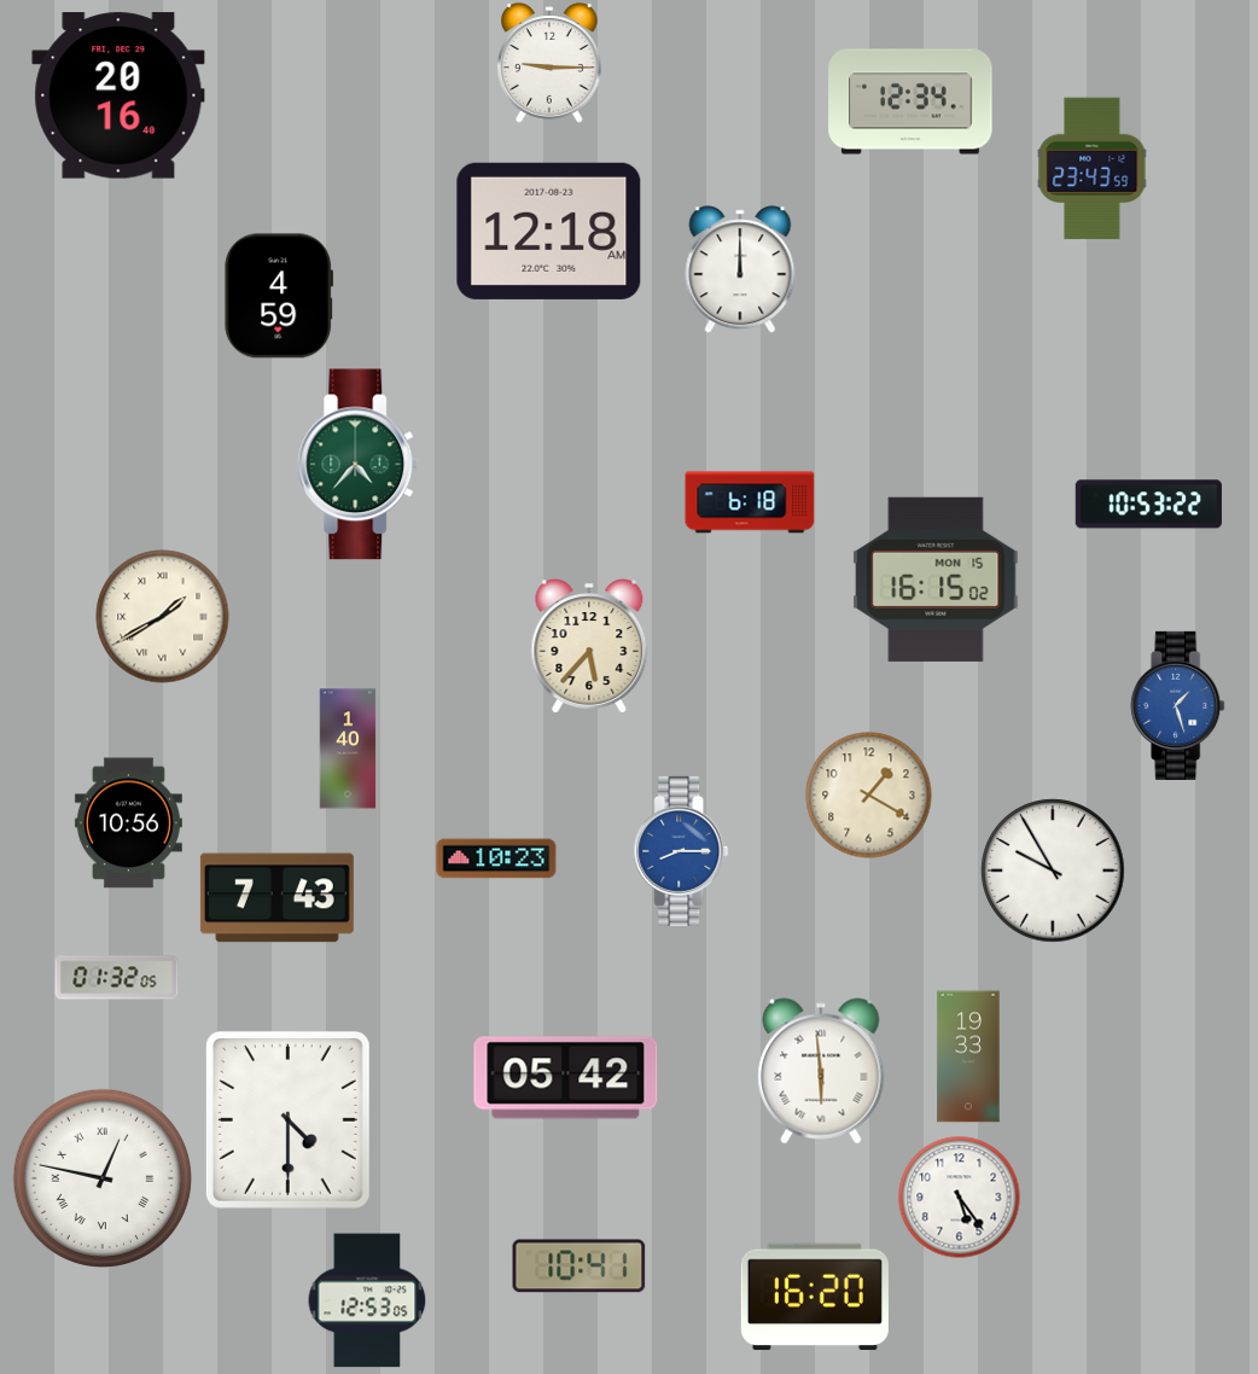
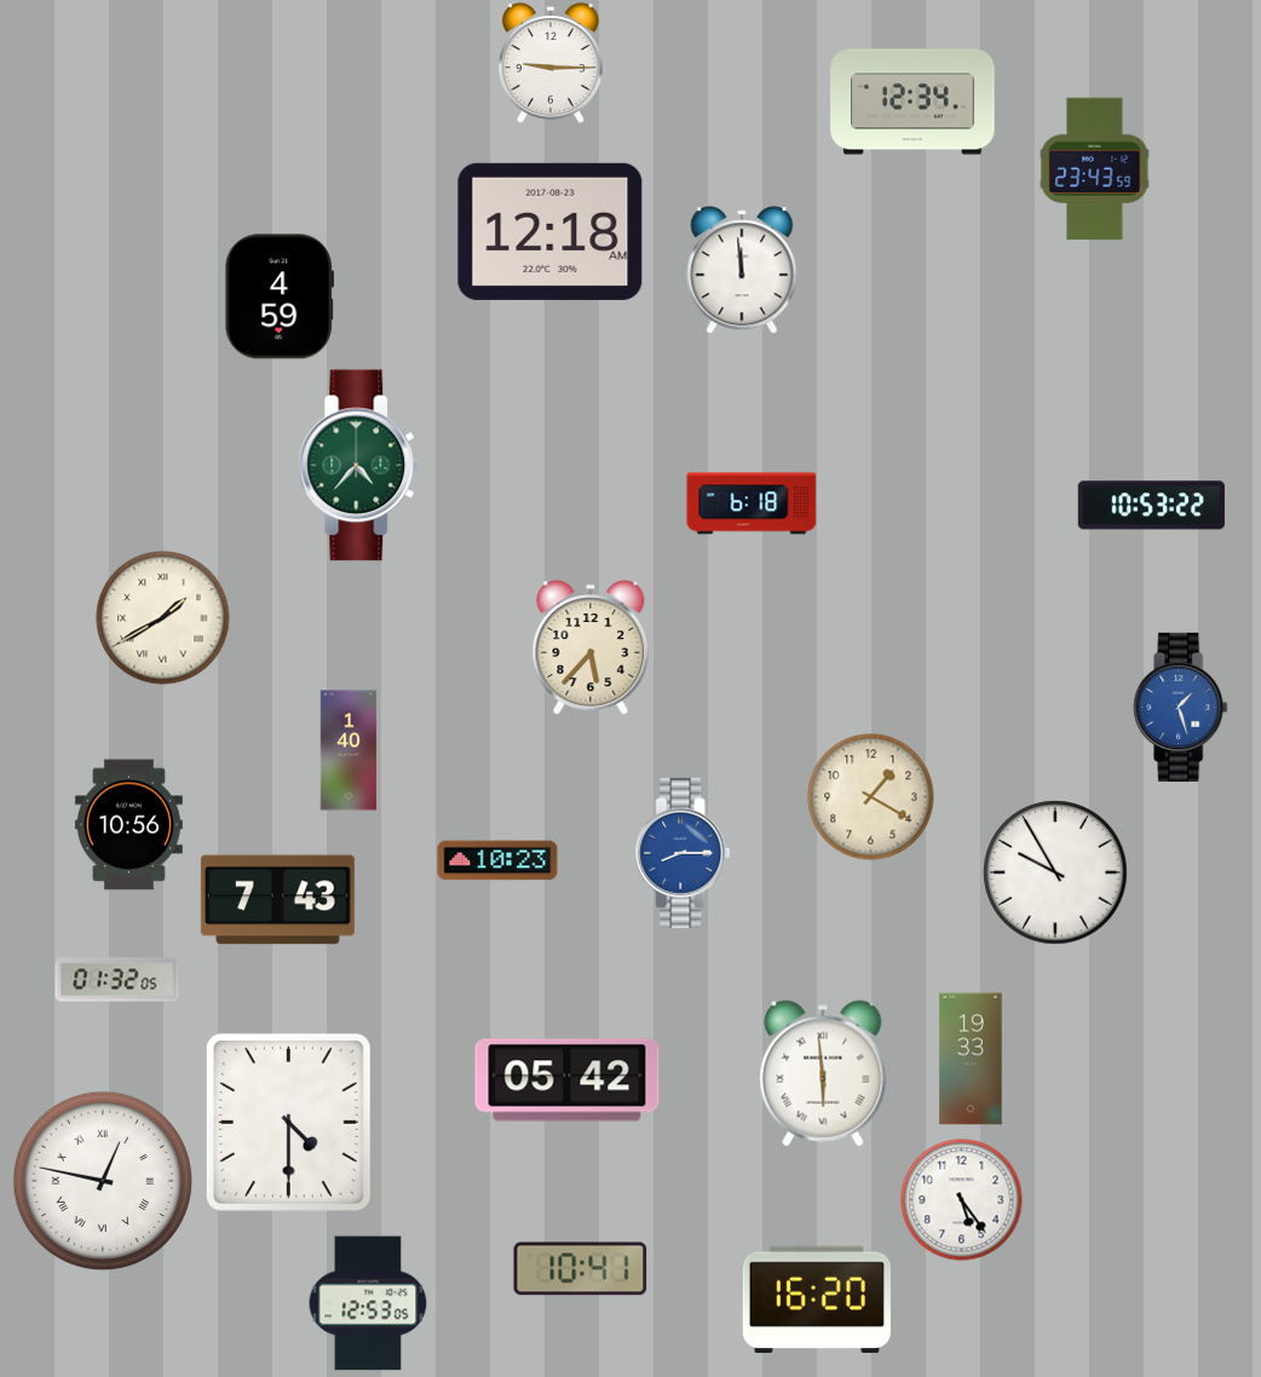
clock at (118, 95): 20:16 -> none
clock at (740, 269): 12:00 -> 11:59
clock at (936, 580): 16:15 -> none
